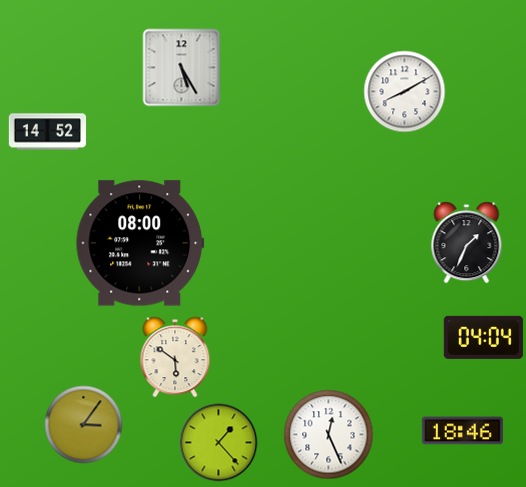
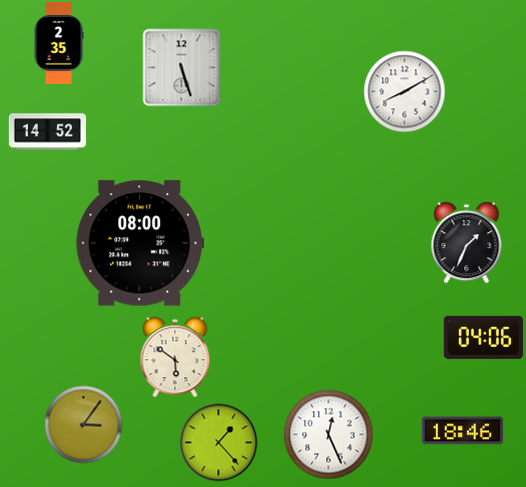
clock at (59, 43): none -> 2:35
clock at (181, 67): 5:25 -> 5:27
clock at (483, 337): 04:04 -> 04:06
